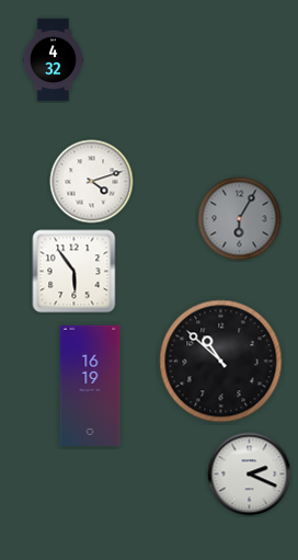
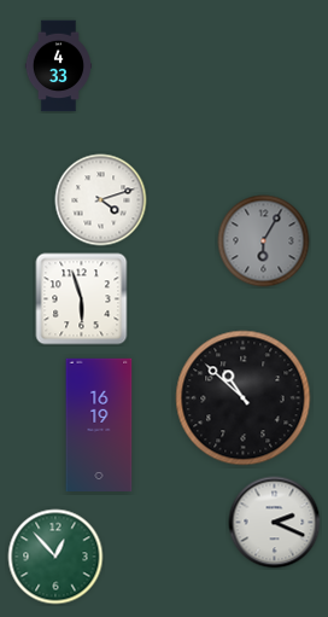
clock at (53, 60): 4:32 -> 4:33
clock at (74, 272): 5:54 -> 5:57
clock at (55, 557): none -> 12:53
